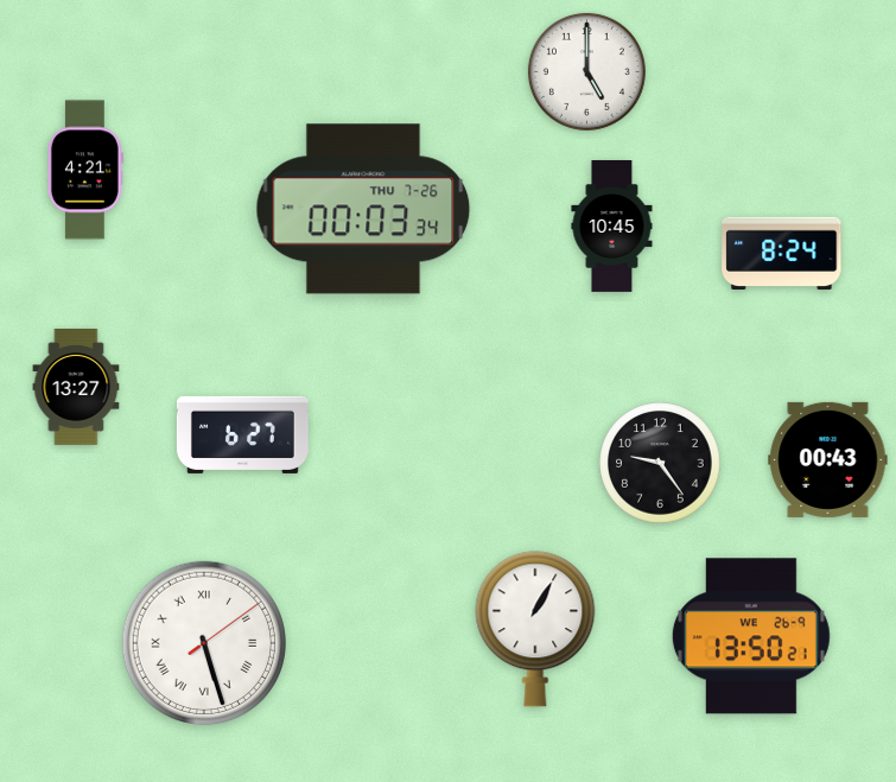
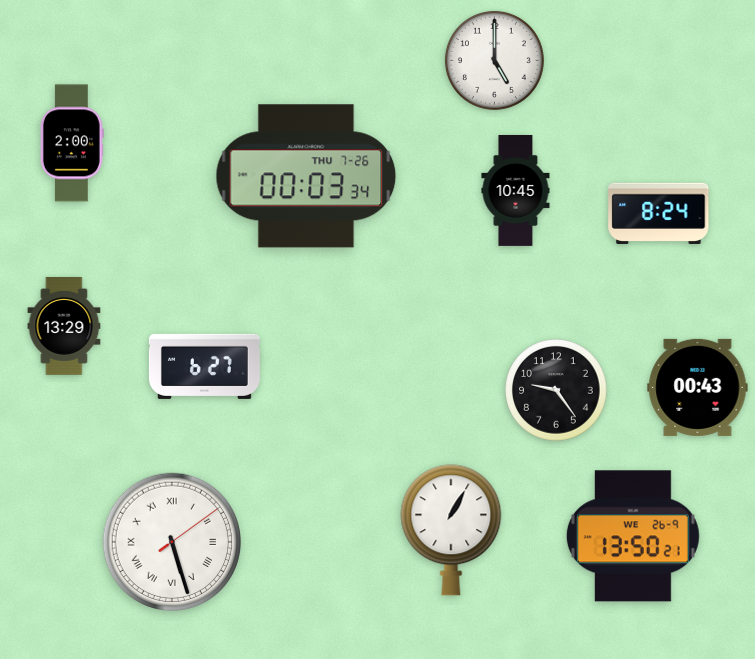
clock at (85, 170): 4:21 -> 2:00
clock at (76, 387): 13:27 -> 13:29
